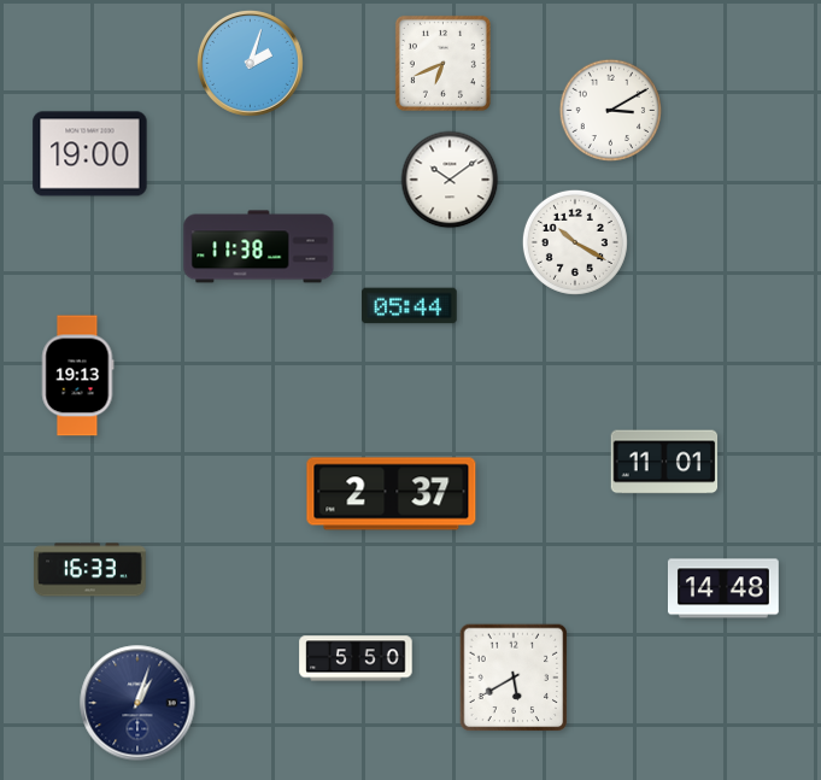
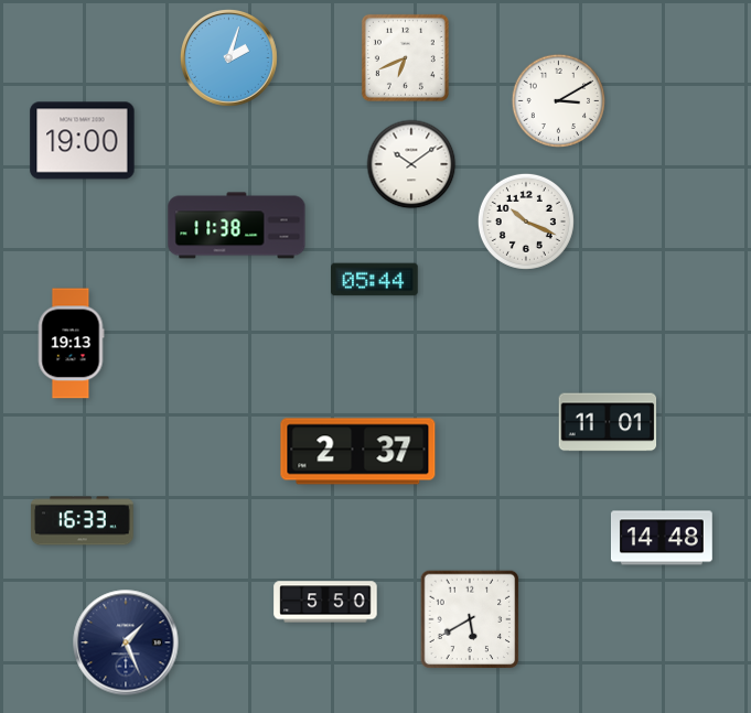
clock at (575, 242): 10:20 -> 10:19
clock at (137, 703): 1:03 -> 1:26
